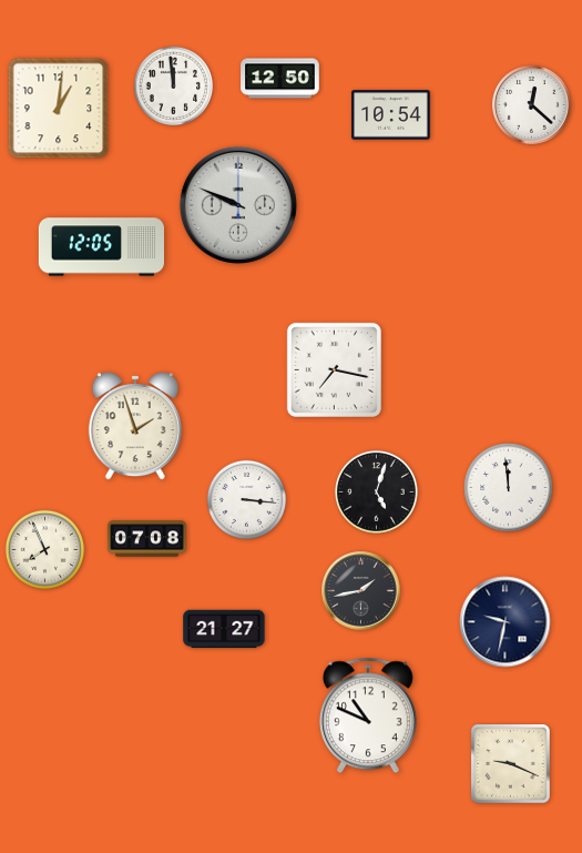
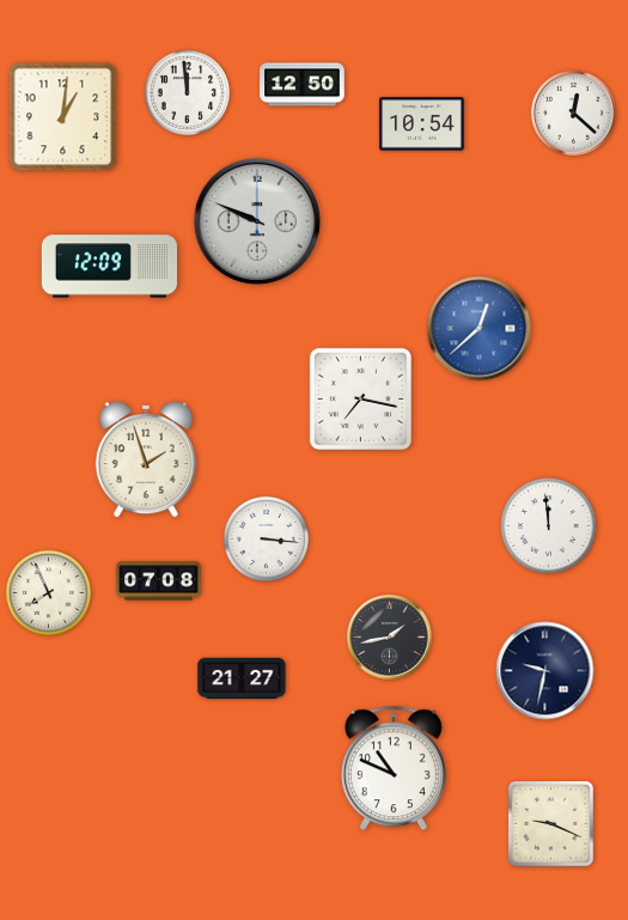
clock at (101, 247): 12:05 -> 12:09
clock at (480, 329): none -> 12:38
clock at (376, 491): 5:03 -> none
clock at (368, 715) position: (368, 715) -> (394, 768)
